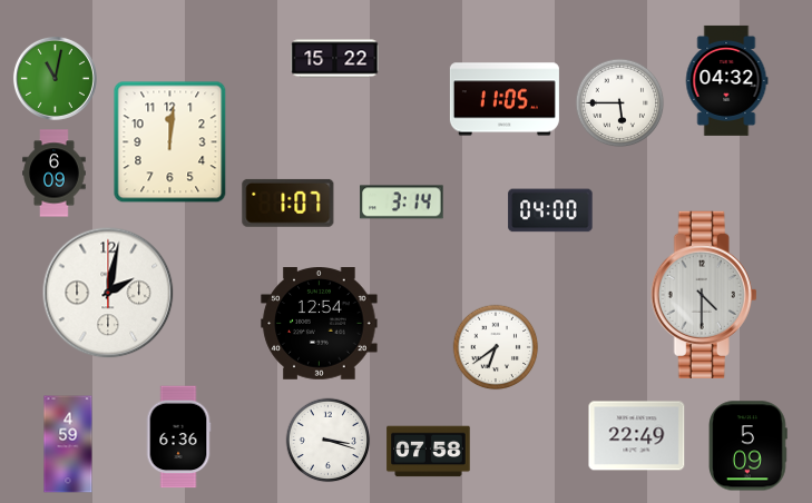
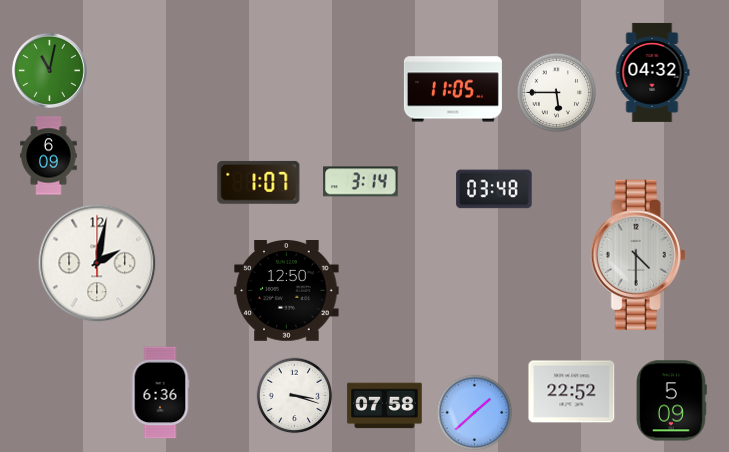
clock at (335, 59): 15:22 -> none
clock at (170, 142): 12:01 -> none
clock at (550, 210): 04:00 -> 03:48
clock at (704, 295) position: (704, 295) -> (638, 255)
clock at (320, 324): 12:54 -> 12:50
clock at (496, 347): 6:39 -> none
clock at (637, 436): 22:49 -> 22:52
clock at (68, 444): 4:59 -> none
clock at (475, 413): none -> 1:38
